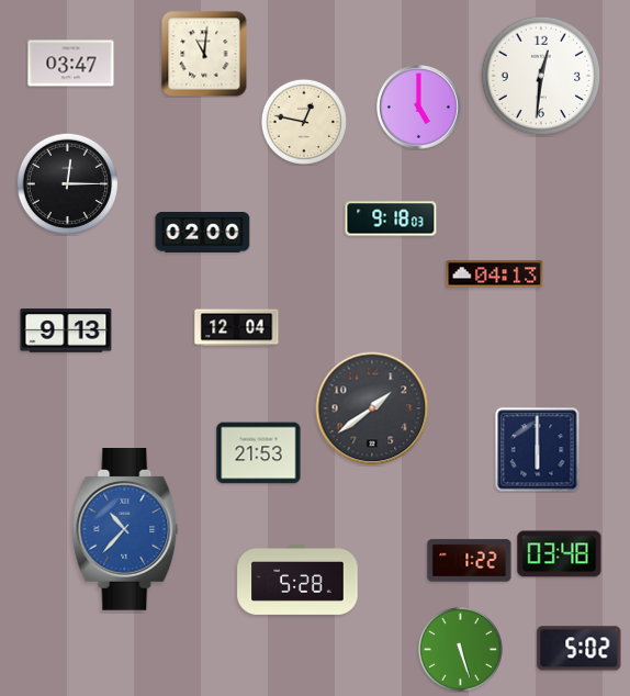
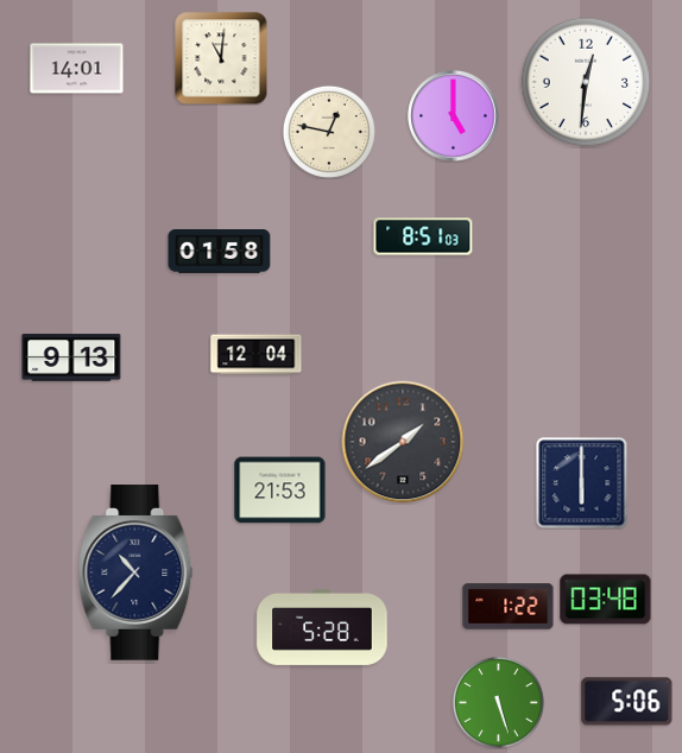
clock at (71, 64): 03:47 -> 14:01
clock at (67, 183): 12:15 -> none
clock at (391, 218): 9:18 -> 8:51
clock at (203, 233): 02:00 -> 01:58
clock at (495, 274): 04:13 -> none
clock at (538, 450) position: (538, 450) -> (582, 483)
clock at (125, 530) dial: blue -> navy
clock at (580, 649): 5:02 -> 5:06
